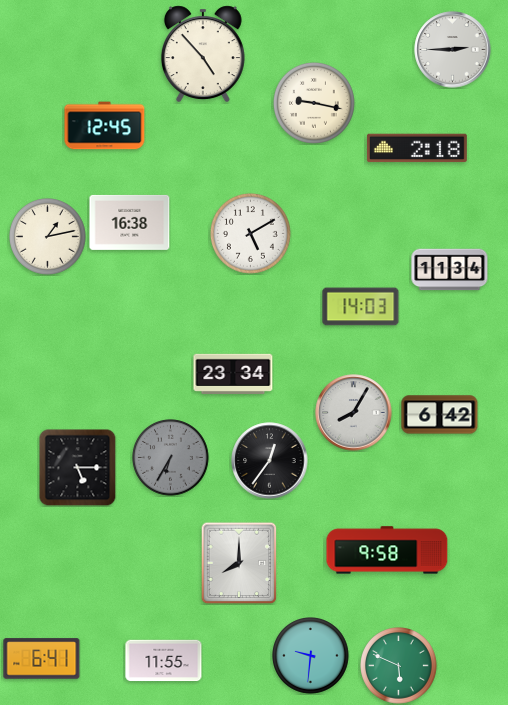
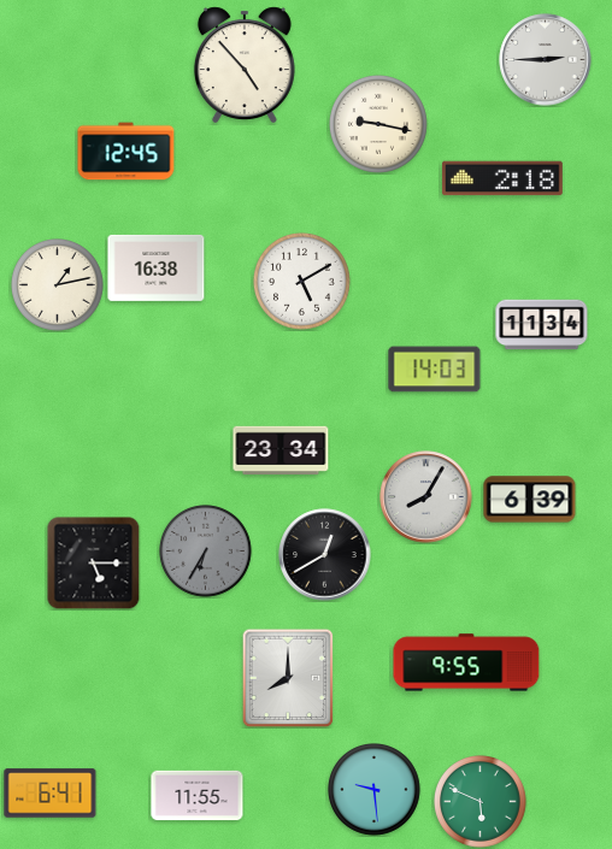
clock at (440, 415): 6:42 -> 6:39
clock at (270, 461): 12:36 -> 12:40
clock at (387, 550): 9:58 -> 9:55
clock at (311, 656): 9:31 -> 9:29
